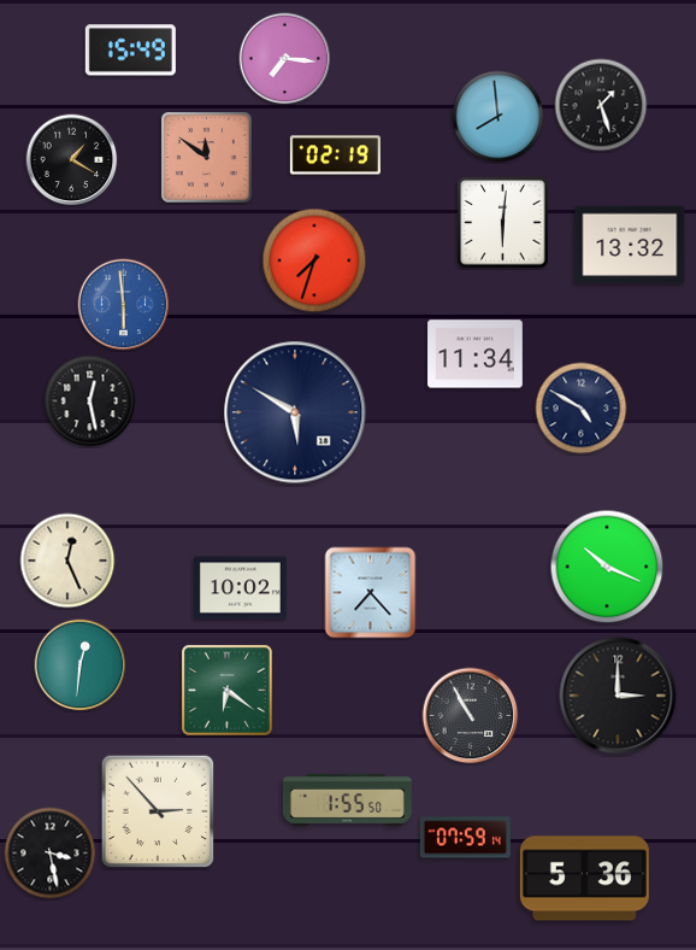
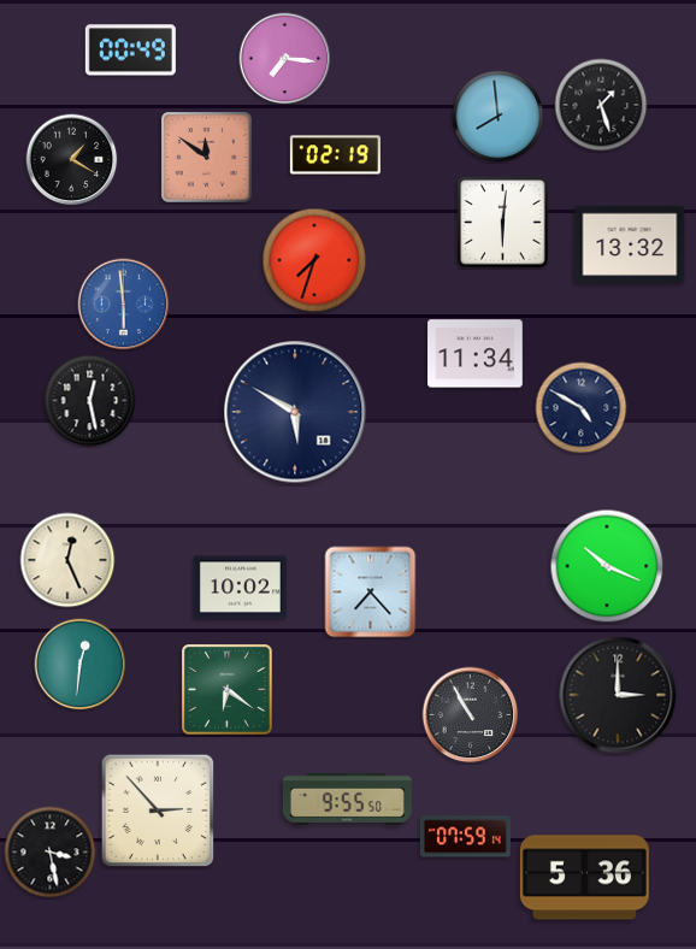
clock at (130, 51): 15:49 -> 00:49
clock at (347, 799): 1:55 -> 9:55
